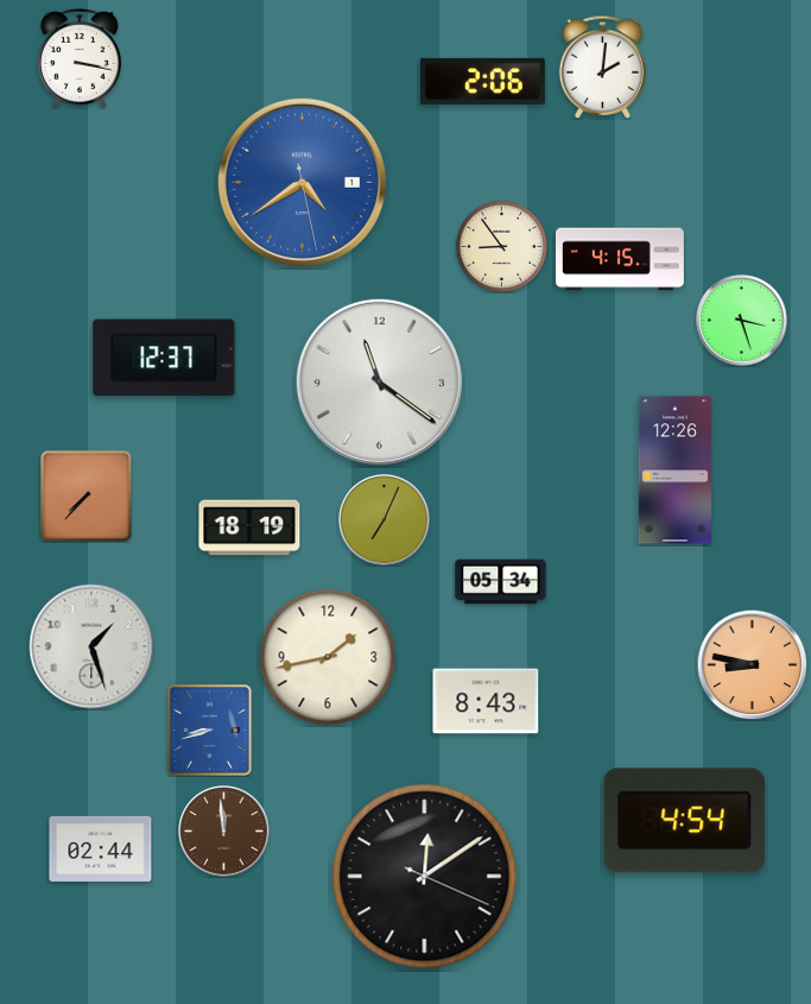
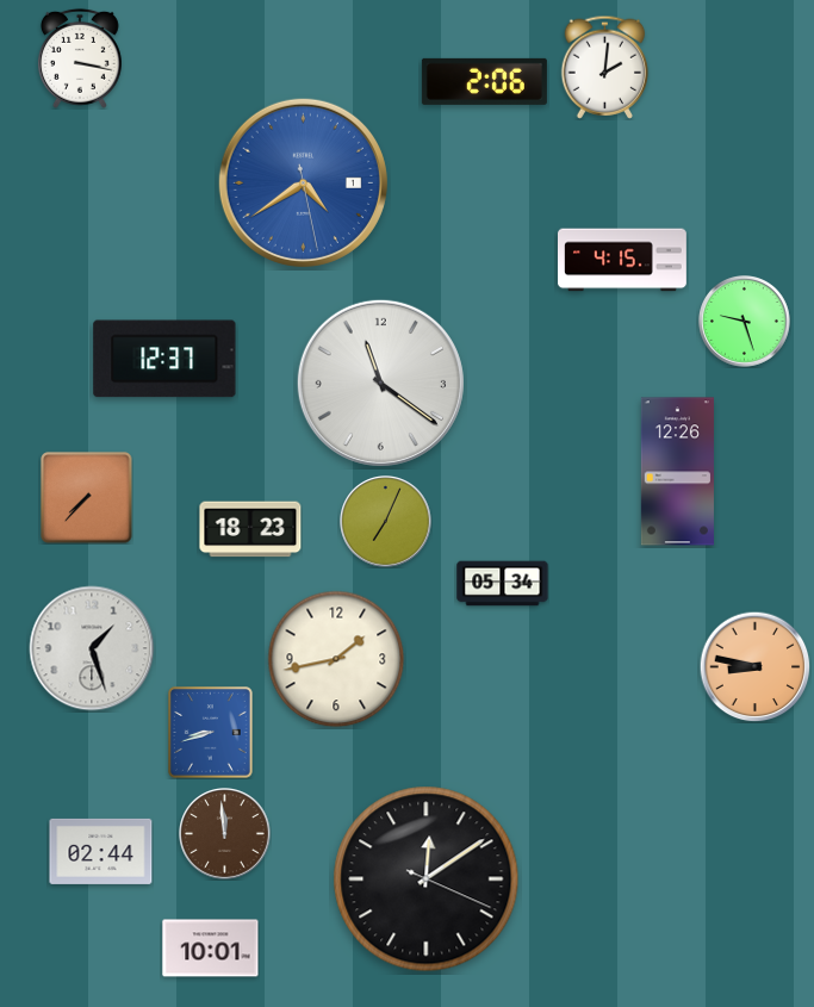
clock at (501, 246): 8:54 -> none
clock at (742, 321): 3:27 -> 9:27
clock at (249, 528): 18:19 -> 18:23
clock at (328, 657) position: (328, 657) -> (336, 659)
clock at (486, 701): 8:43 -> none
clock at (685, 821): 4:54 -> none
clock at (211, 949): none -> 10:01
